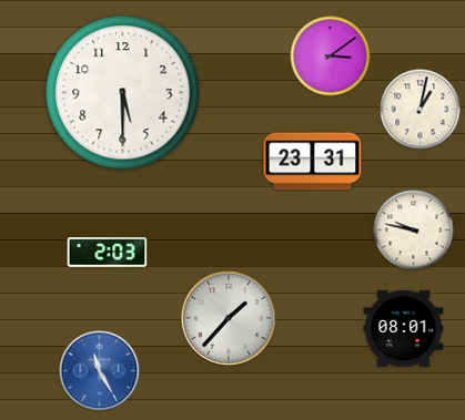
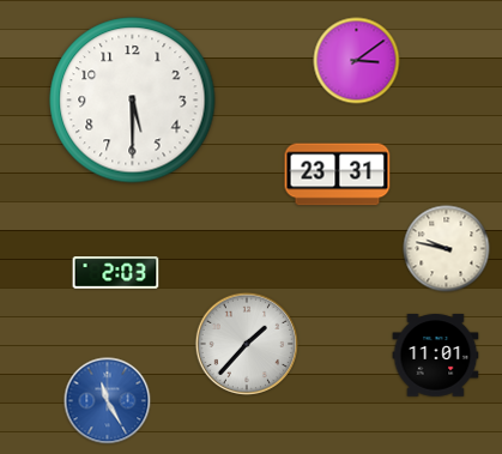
clock at (421, 110): 1:02 -> none
clock at (404, 329): 08:01 -> 11:01
